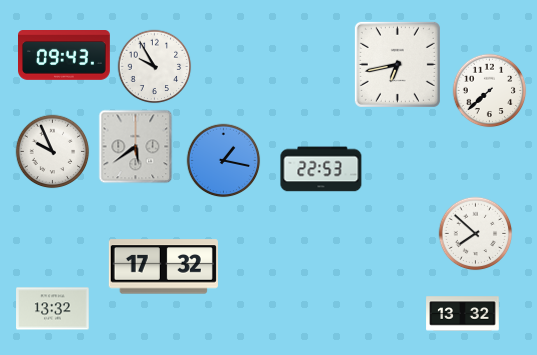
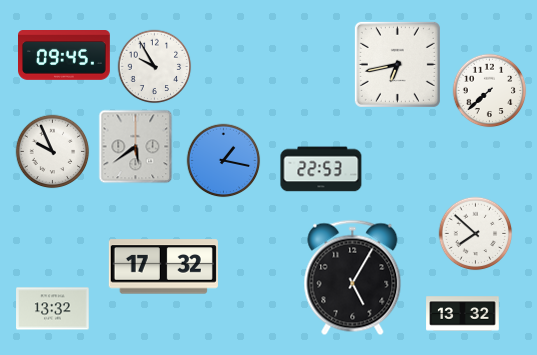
clock at (65, 56): 09:43 -> 09:45
clock at (353, 278): none -> 5:05
